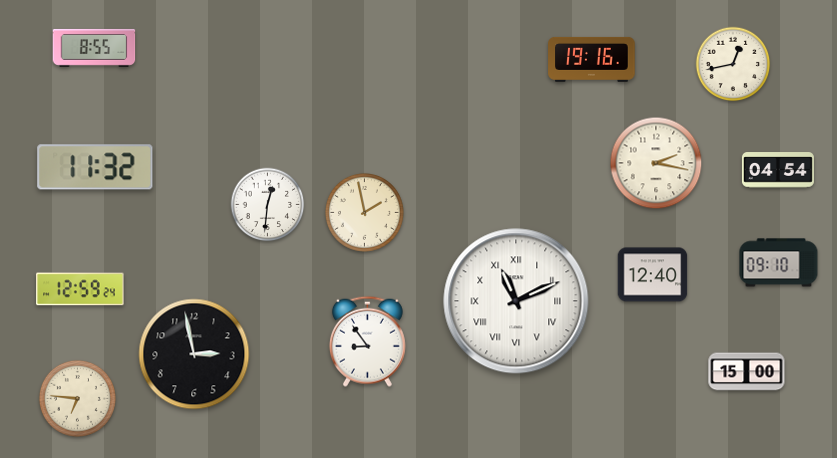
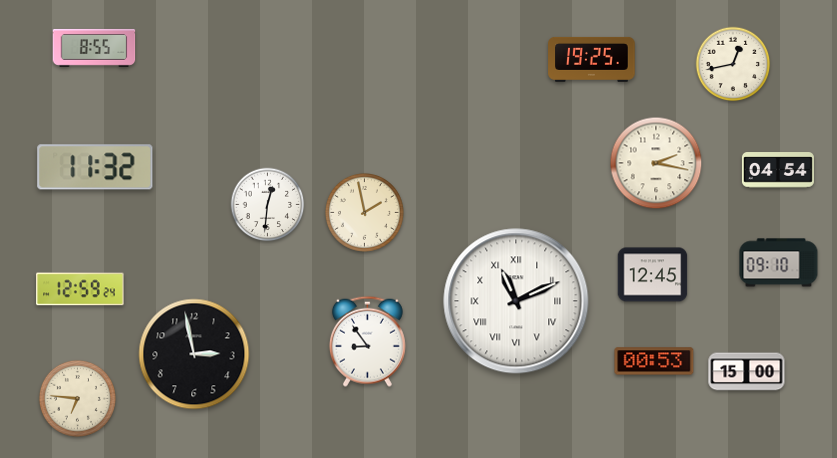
clock at (592, 59): 19:16 -> 19:25
clock at (653, 275): 12:40 -> 12:45
clock at (654, 361): none -> 00:53
